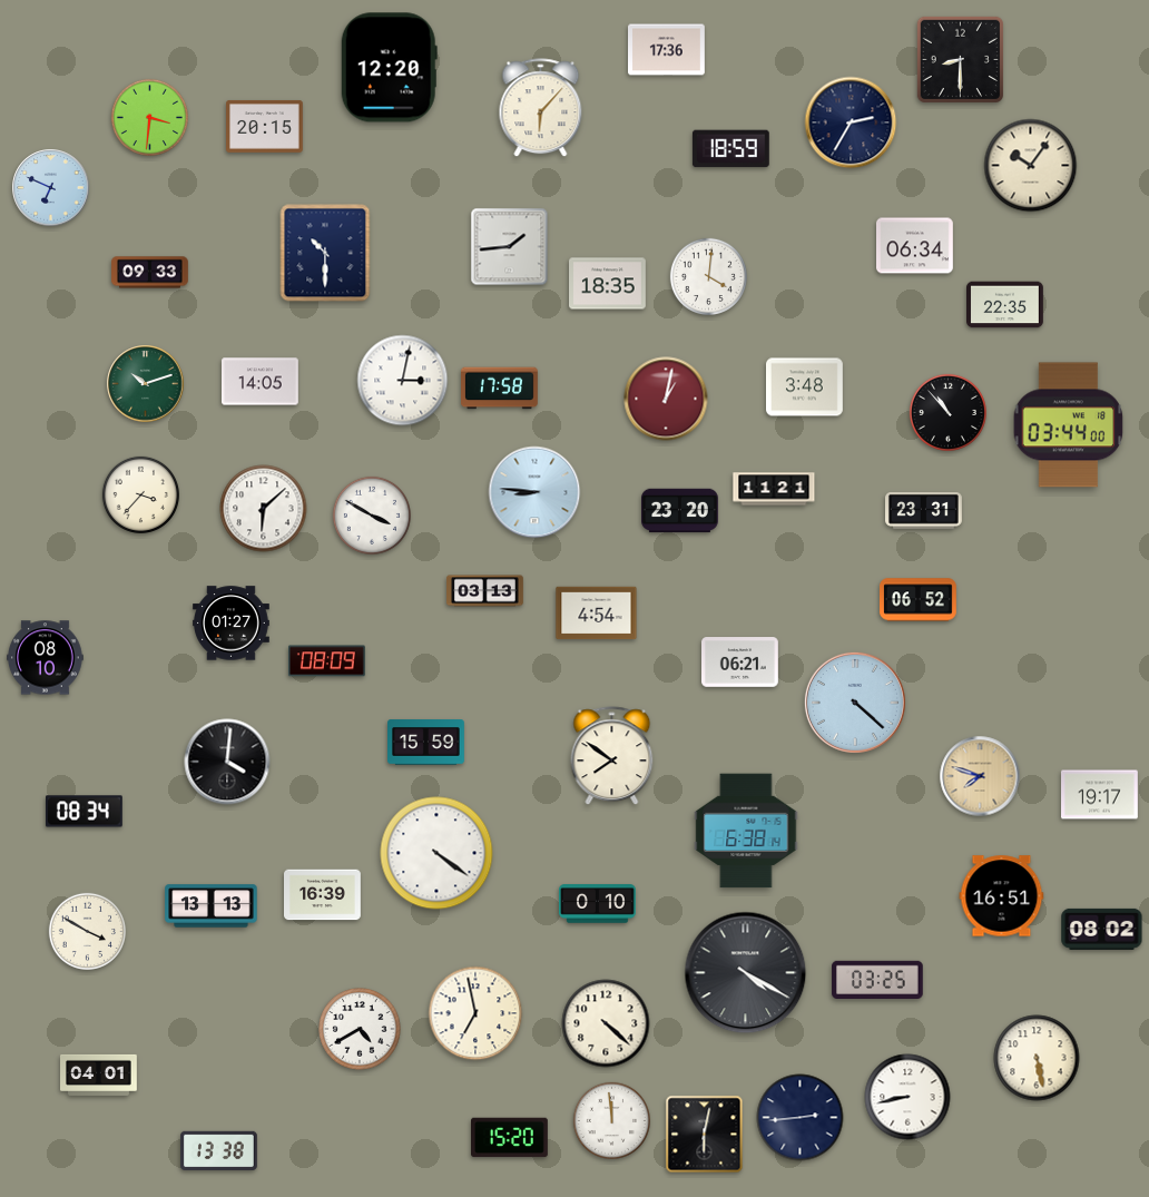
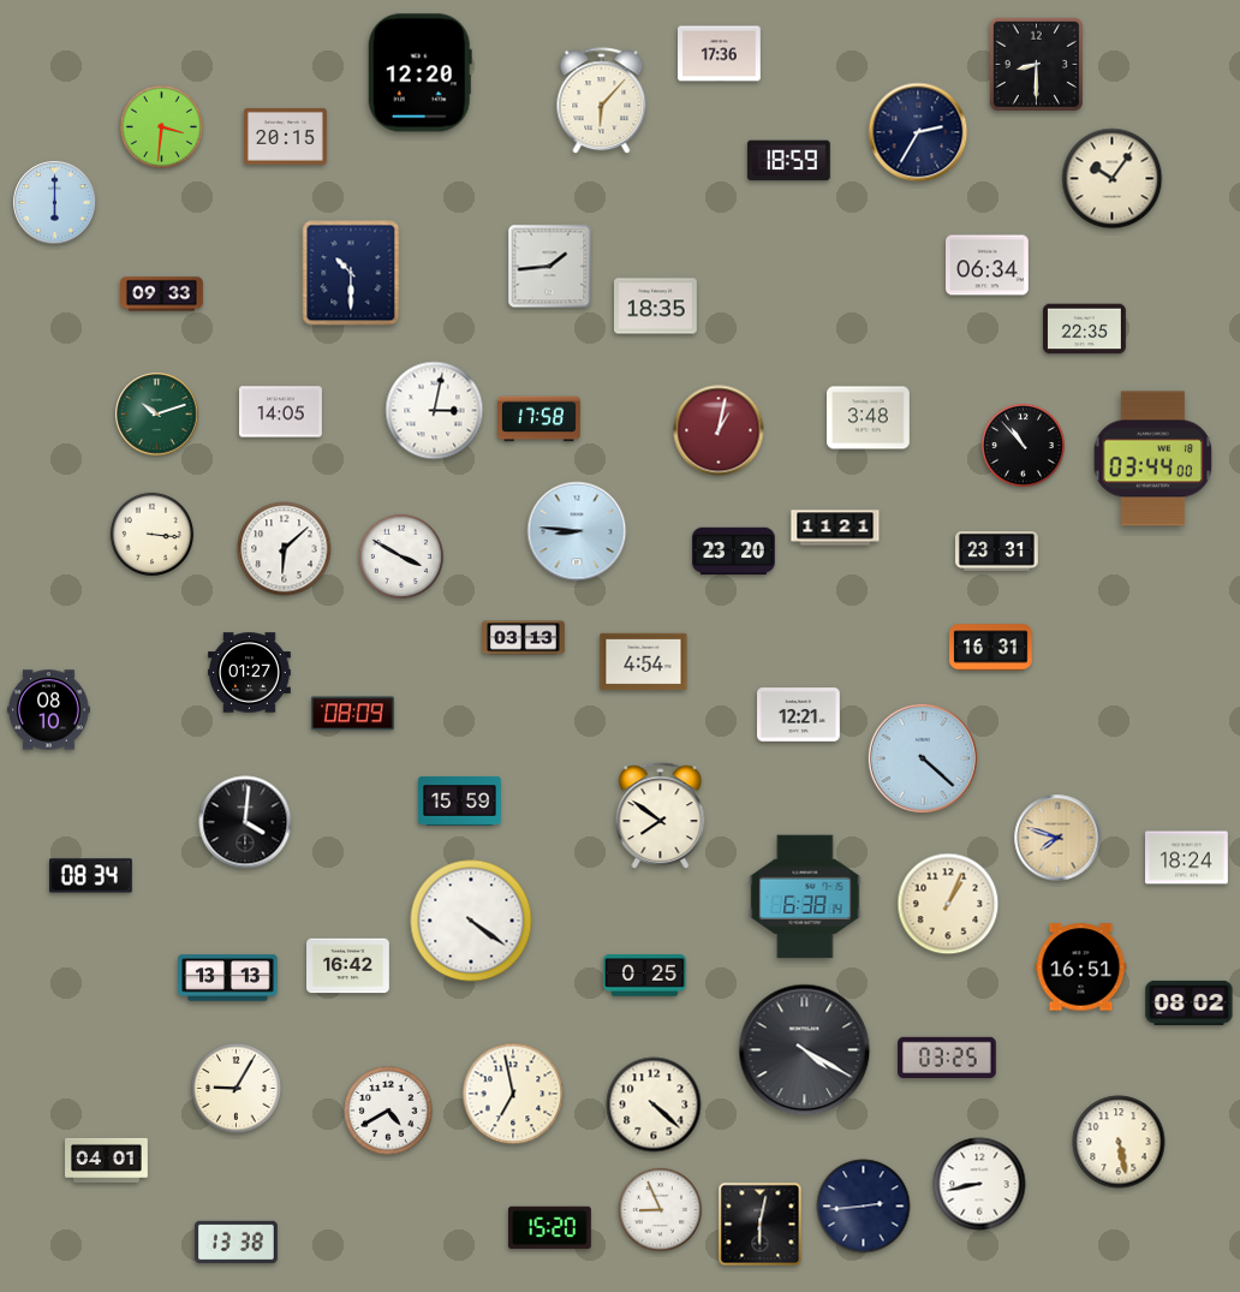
clock at (541, 108) position: (541, 108) -> (602, 101)
clock at (51, 188): 6:49 -> 6:00
clock at (708, 276): 4:01 -> none
clock at (140, 494): 3:37 -> 3:16
clock at (919, 600): 06:52 -> 16:31
clock at (740, 663): 06:21 -> 12:21
clock at (1100, 795): 19:17 -> 18:24
clock at (948, 904): none -> 1:04
clock at (323, 895): 16:39 -> 16:42
clock at (598, 904): 0:10 -> 0:25
clock at (87, 931): 3:50 -> none
clock at (237, 1089): none -> 9:05
clock at (611, 1120): 11:59 -> 8:56
